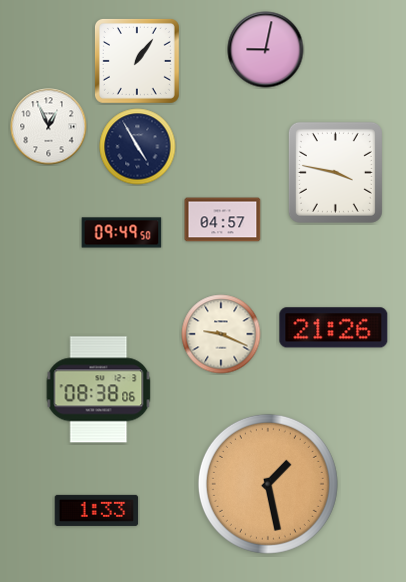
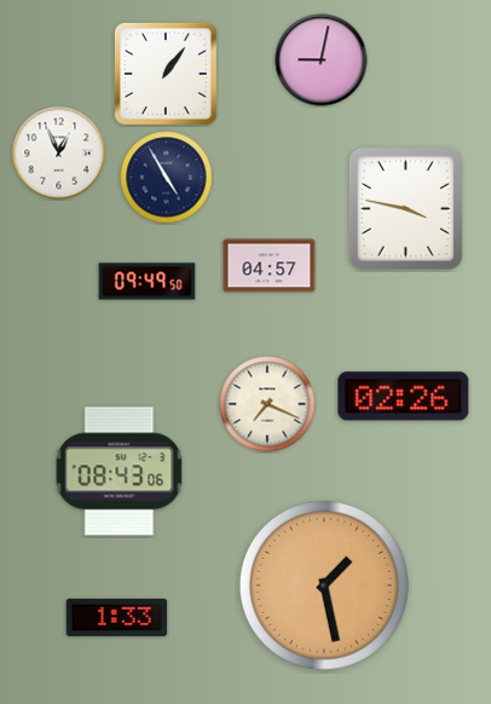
clock at (334, 328): 21:26 -> 02:26
clock at (221, 334): 9:19 -> 7:19
clock at (99, 390): 08:38 -> 08:43
